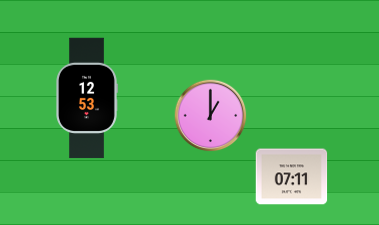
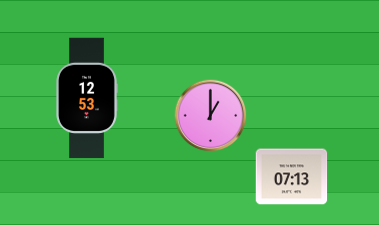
clock at (292, 177): 07:11 -> 07:13
